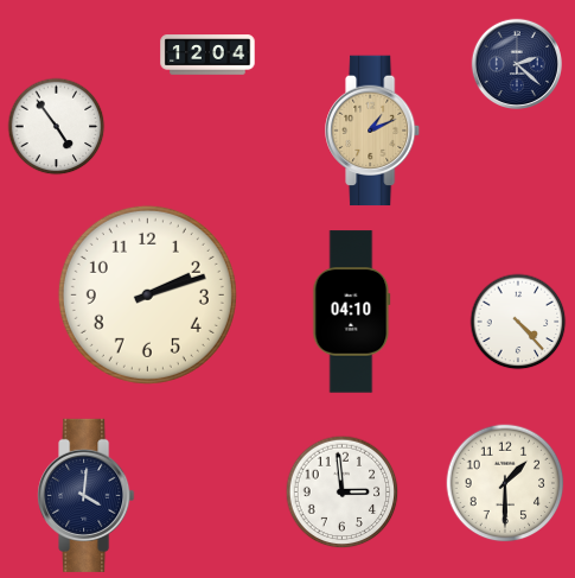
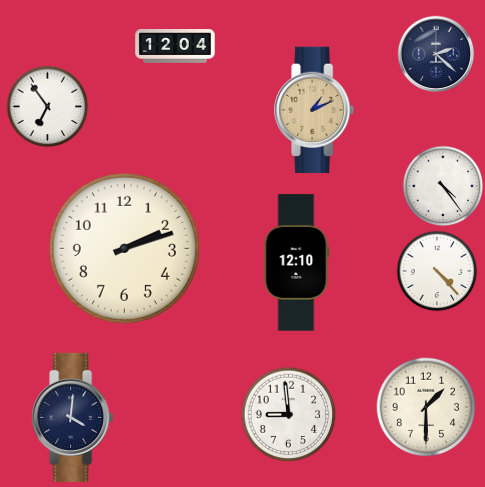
clock at (57, 127): 4:54 -> 6:54
clock at (443, 186): none -> 4:24
clock at (352, 312): 04:10 -> 12:10
clock at (343, 493): 2:59 -> 8:59
